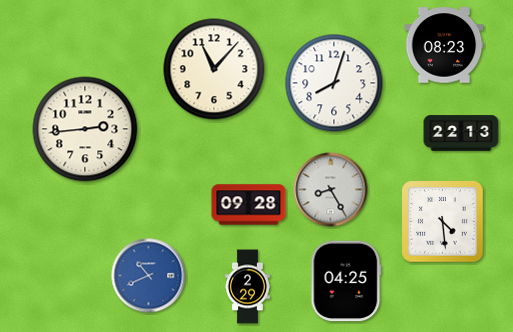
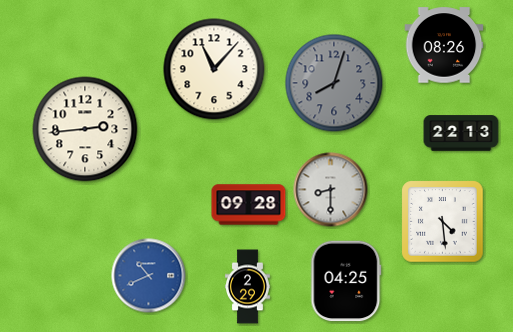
clock at (444, 45): 08:23 -> 08:26
clock at (334, 83) dial: white -> grey
clock at (331, 190): 8:25 -> 8:30
